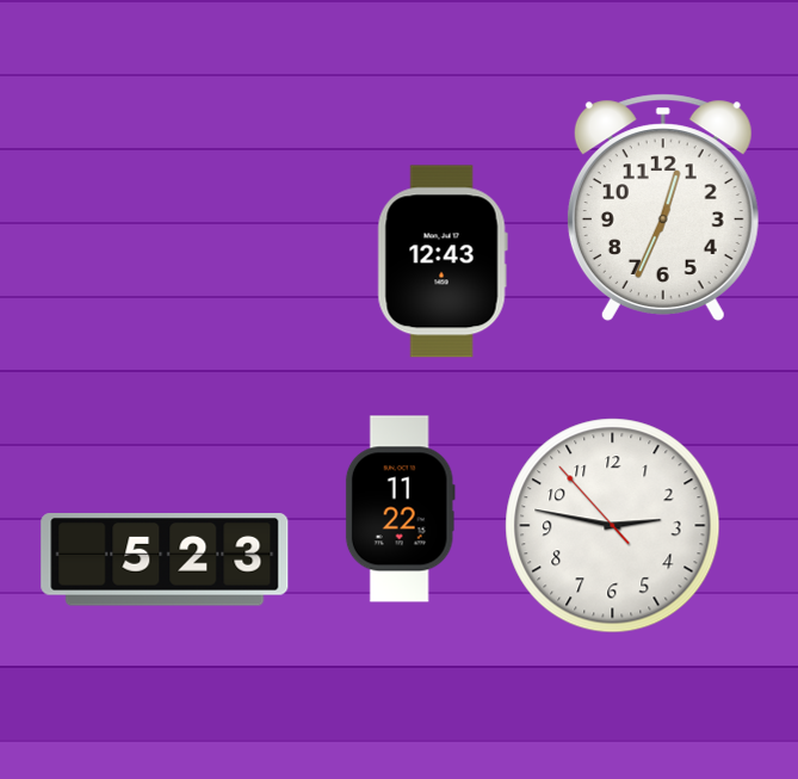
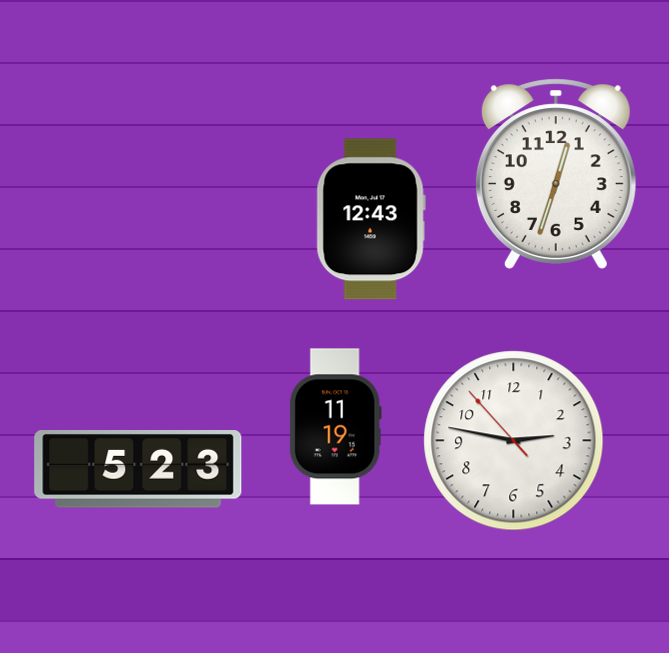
clock at (663, 208): 12:34 -> 12:33
clock at (400, 509): 11:22 -> 11:19
